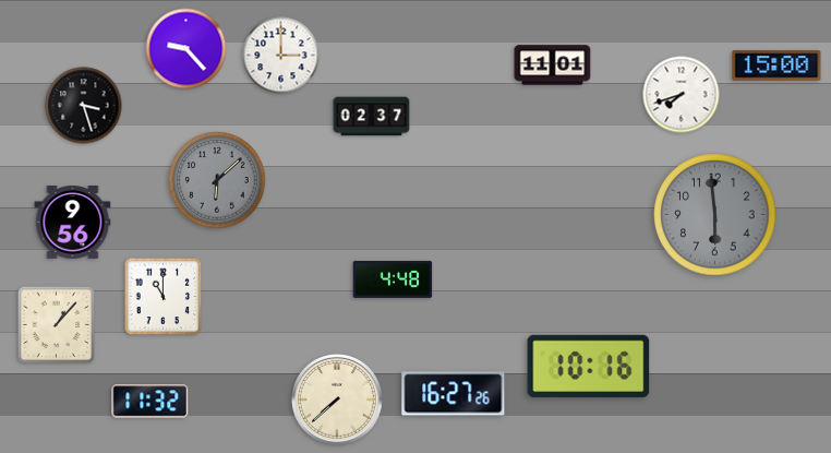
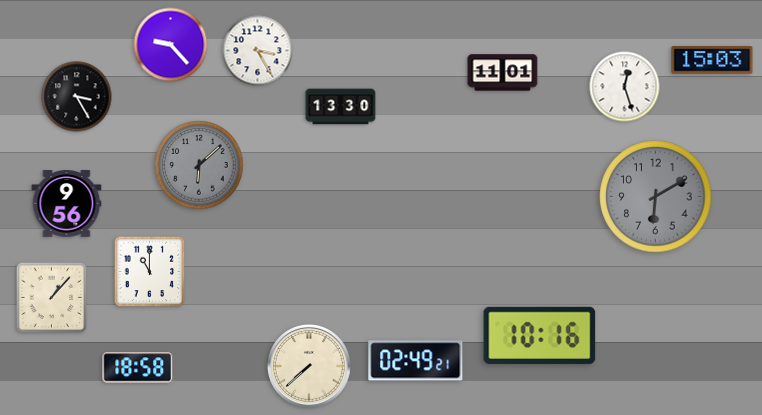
clock at (281, 56): 3:00 -> 3:25
clock at (553, 65) position: (553, 65) -> (503, 73)
clock at (776, 65): 15:00 -> 15:03
clock at (682, 95): 7:42 -> 12:27
clock at (84, 106): 3:27 -> 3:25
clock at (372, 117): 02:37 -> 13:30
clock at (715, 215): 5:59 -> 6:10
clock at (393, 279): 4:48 -> none
clock at (454, 394): 16:27 -> 02:49
clock at (150, 402): 11:32 -> 18:58
